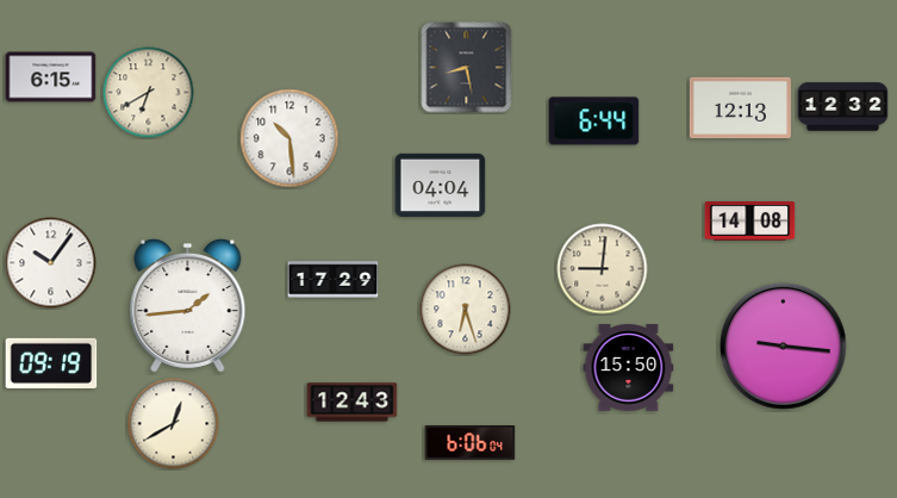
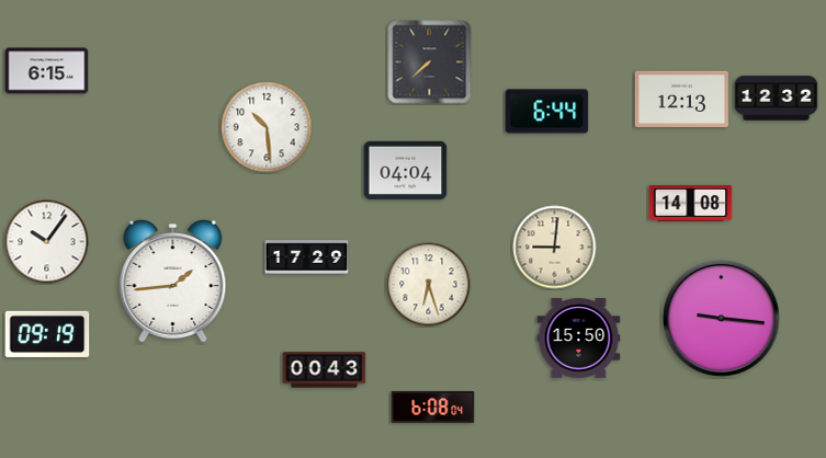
clock at (467, 68): 8:28 -> 7:38
clock at (149, 93): 6:40 -> none
clock at (353, 403): 12:43 -> 00:43
clock at (174, 424): 12:40 -> none
clock at (471, 443): 6:06 -> 6:08
